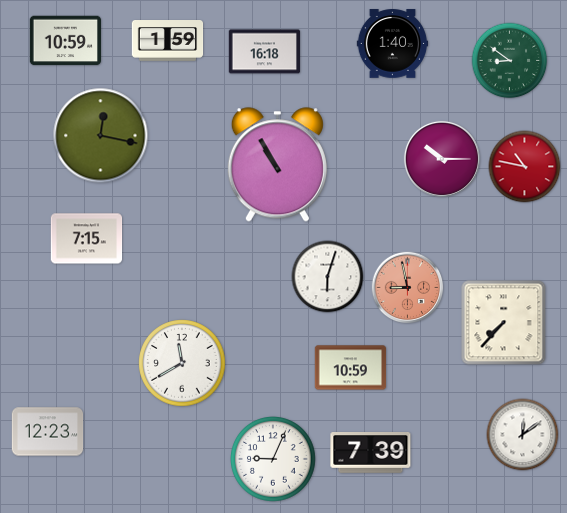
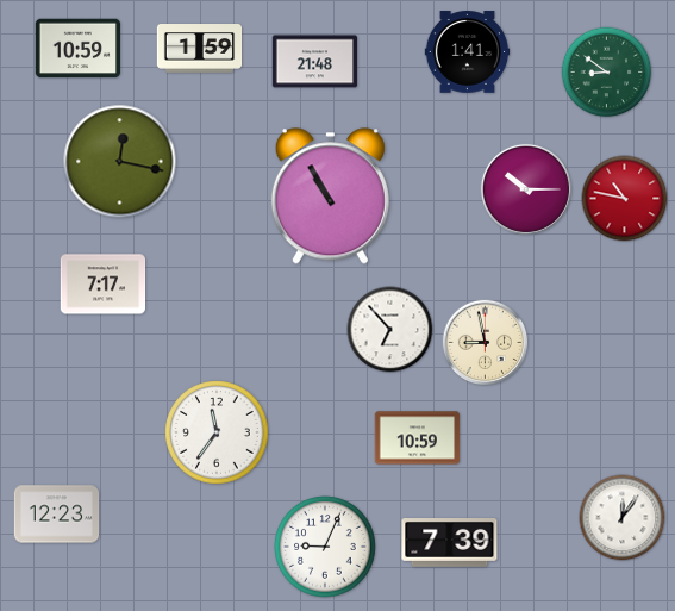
clock at (393, 44): 1:40 -> 1:41
clock at (265, 52): 16:18 -> 21:48
clock at (87, 239): 7:15 -> 7:17
clock at (328, 277): 6:03 -> 6:53
clock at (408, 288) dial: salmon -> cream
clock at (504, 323): 7:37 -> none
clock at (182, 363): 11:40 -> 11:36
clock at (523, 435): 12:09 -> 12:06
clock at (371, 453) position: (371, 453) -> (450, 543)
